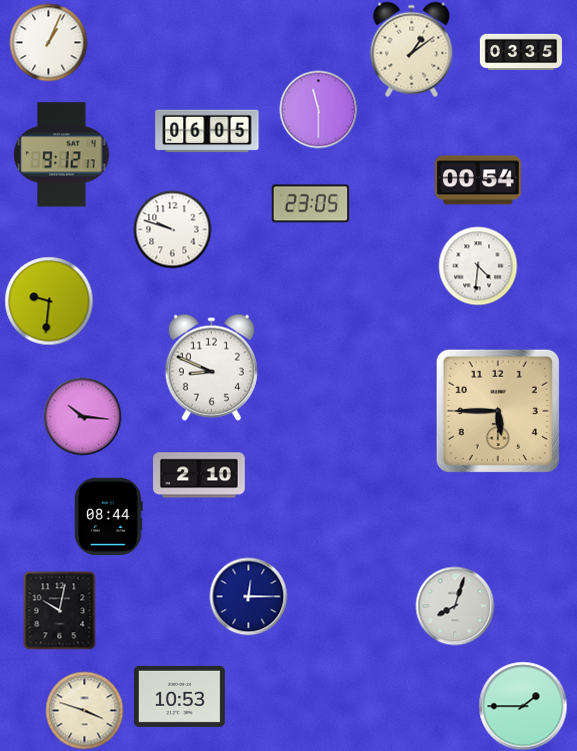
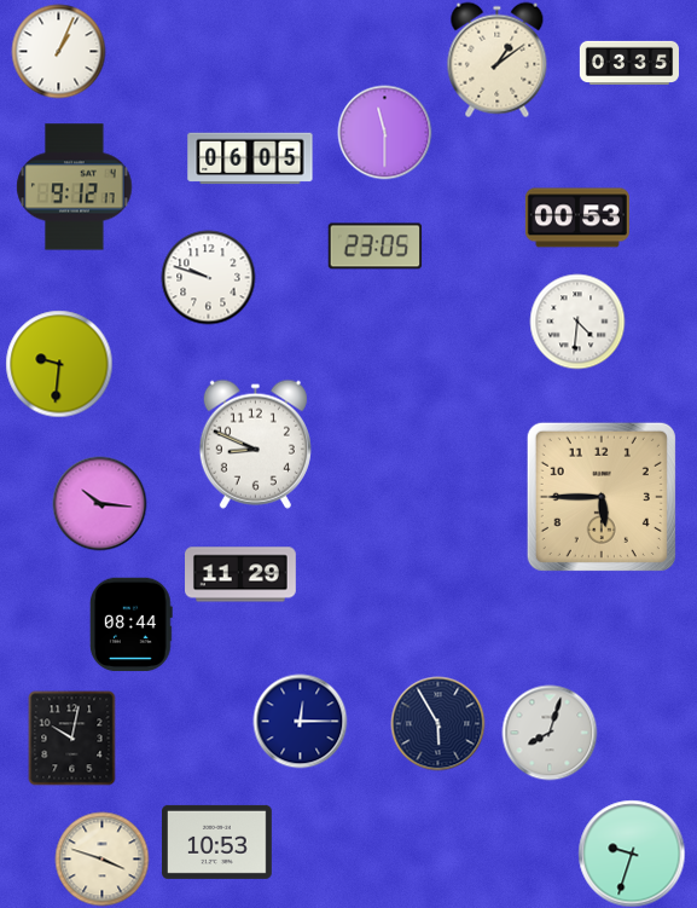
clock at (478, 180): 00:54 -> 00:53
clock at (200, 475): 2:10 -> 11:29
clock at (437, 723): none -> 5:55
clock at (523, 706): 1:45 -> 9:33
